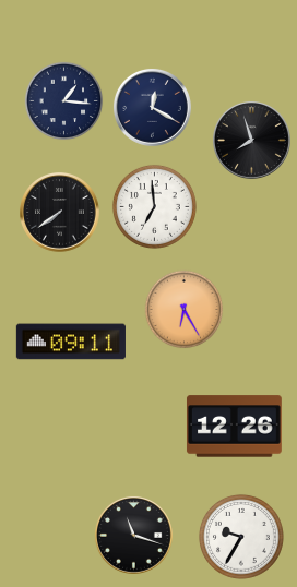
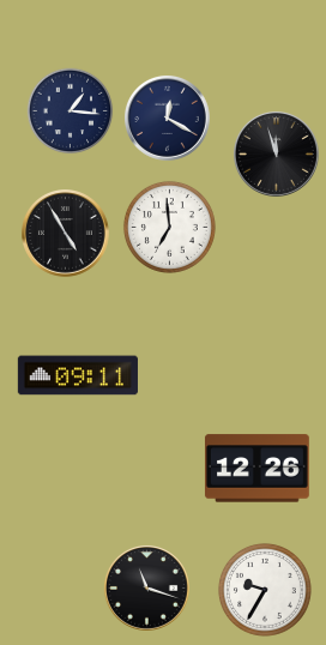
clock at (251, 140): 7:57 -> 11:57
clock at (60, 213): 7:39 -> 4:55
clock at (185, 310): 6:25 -> none
